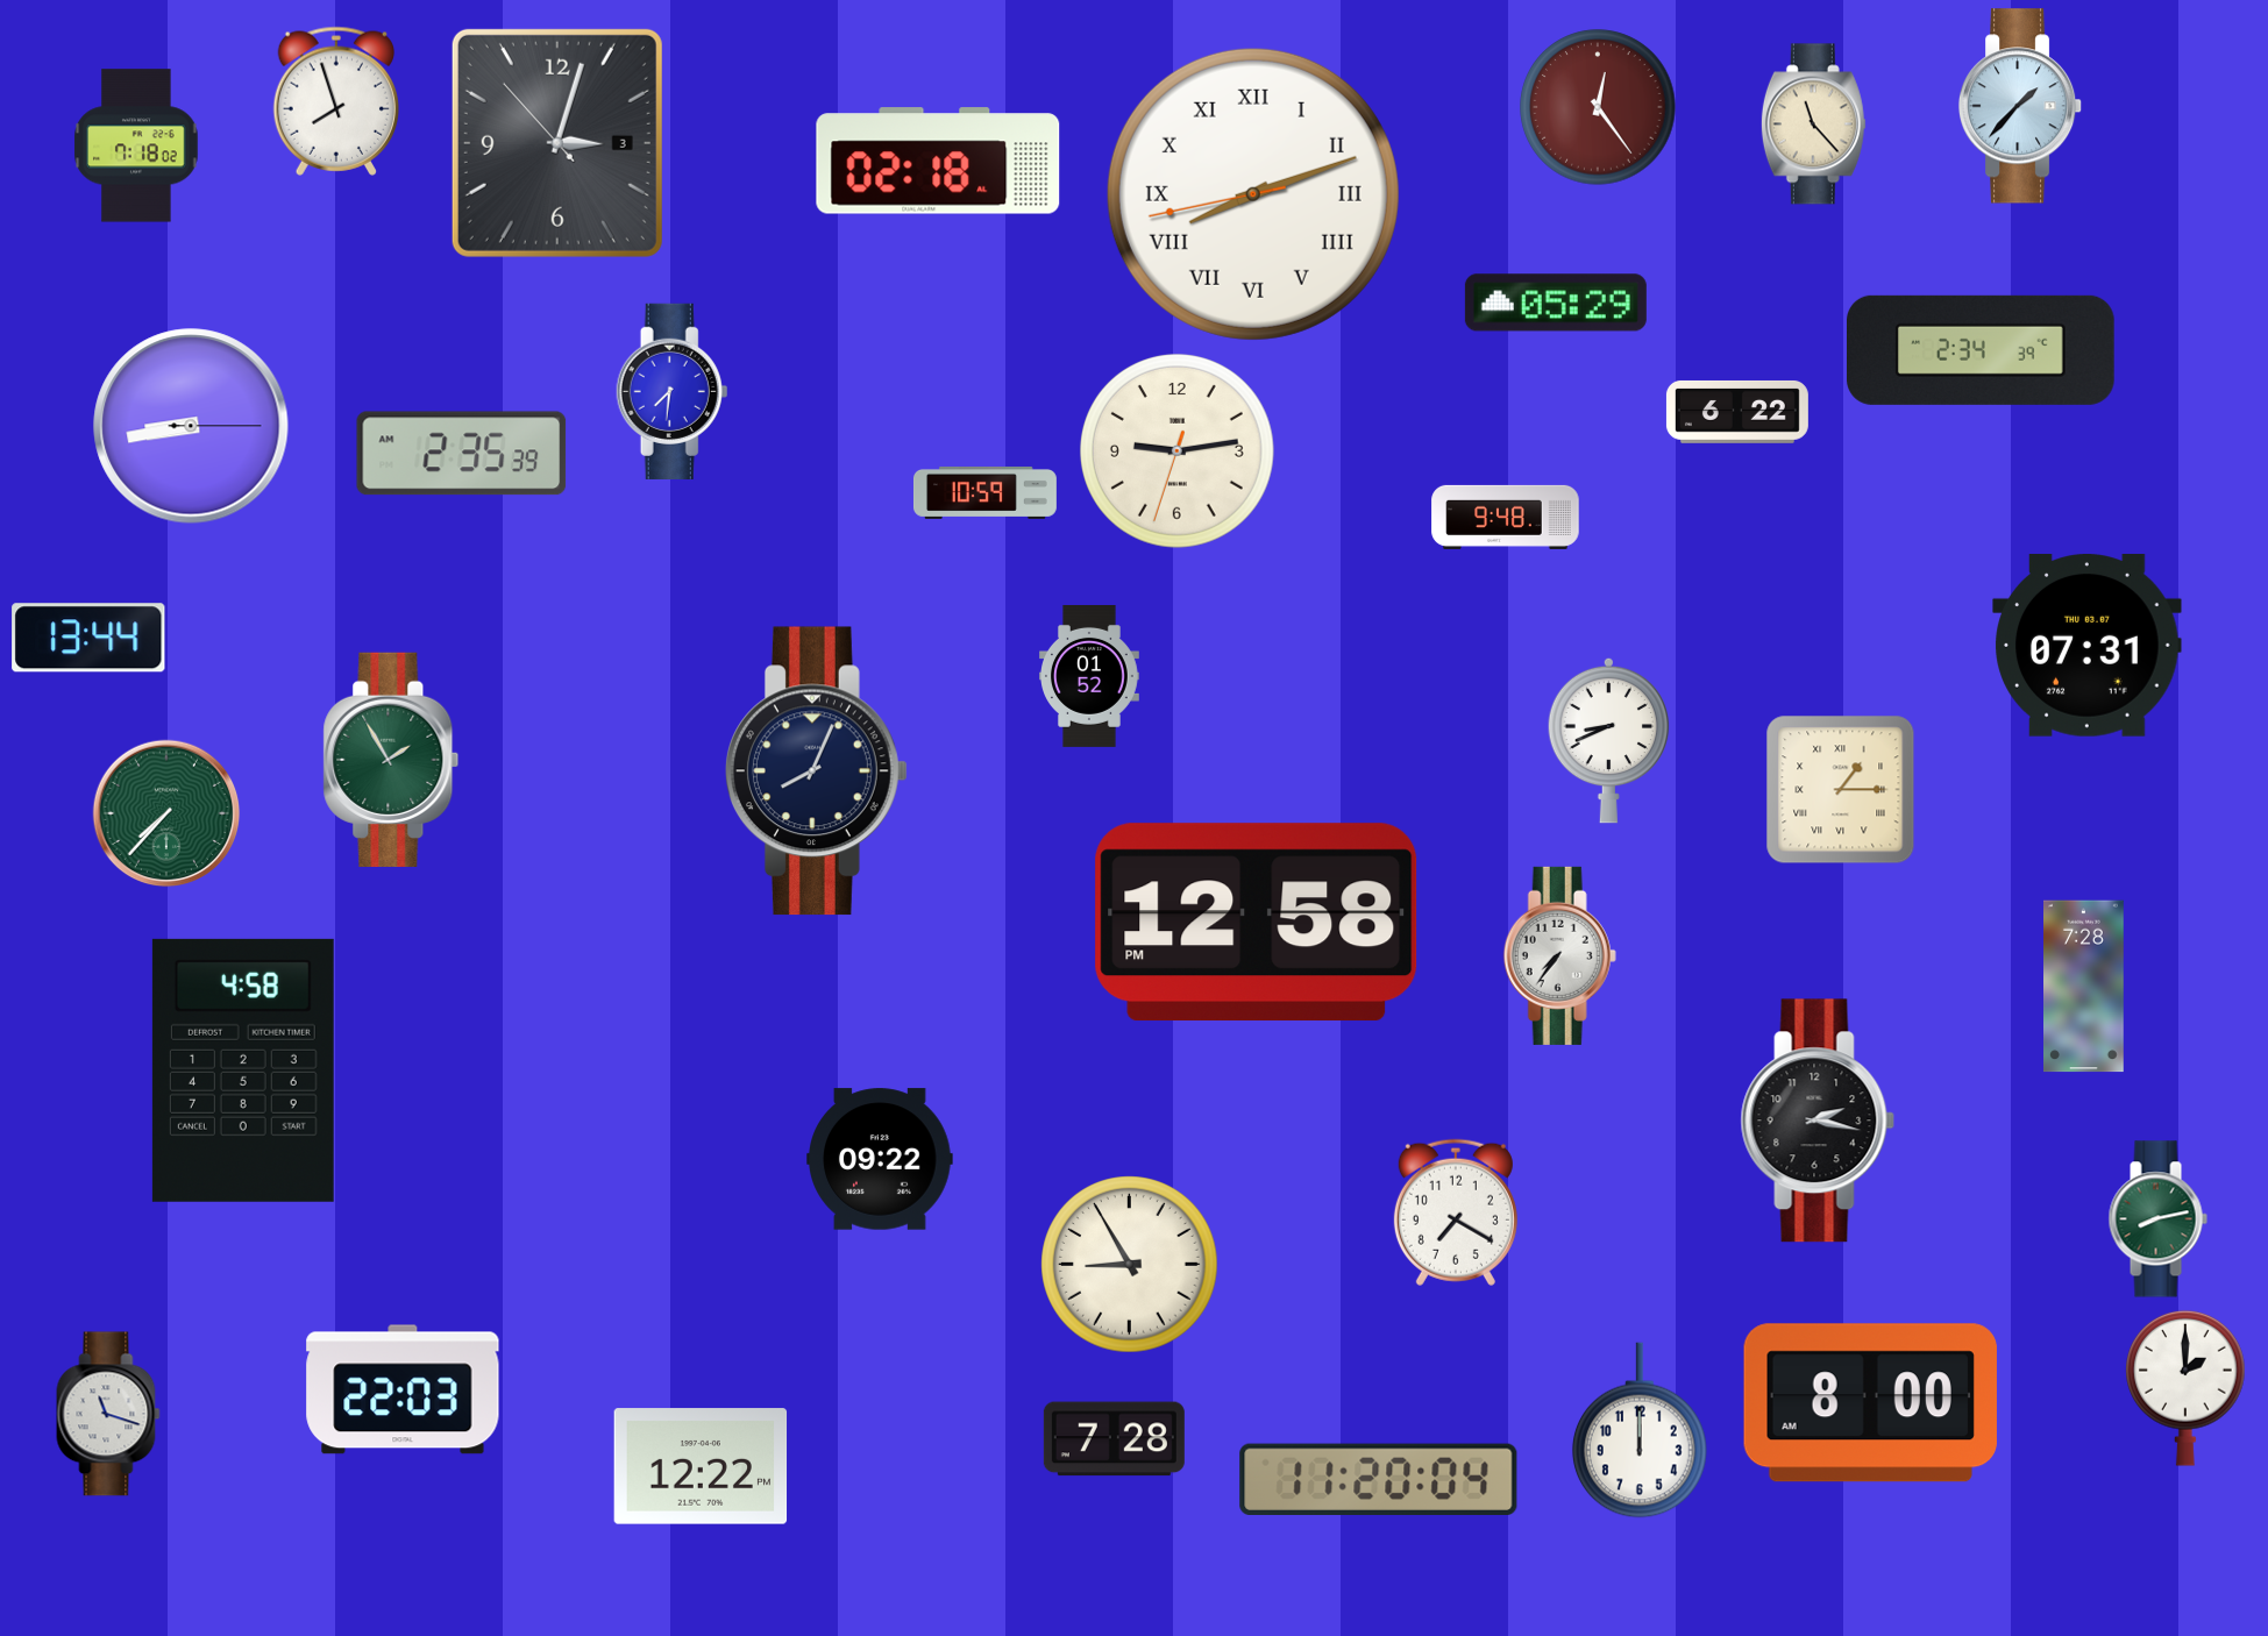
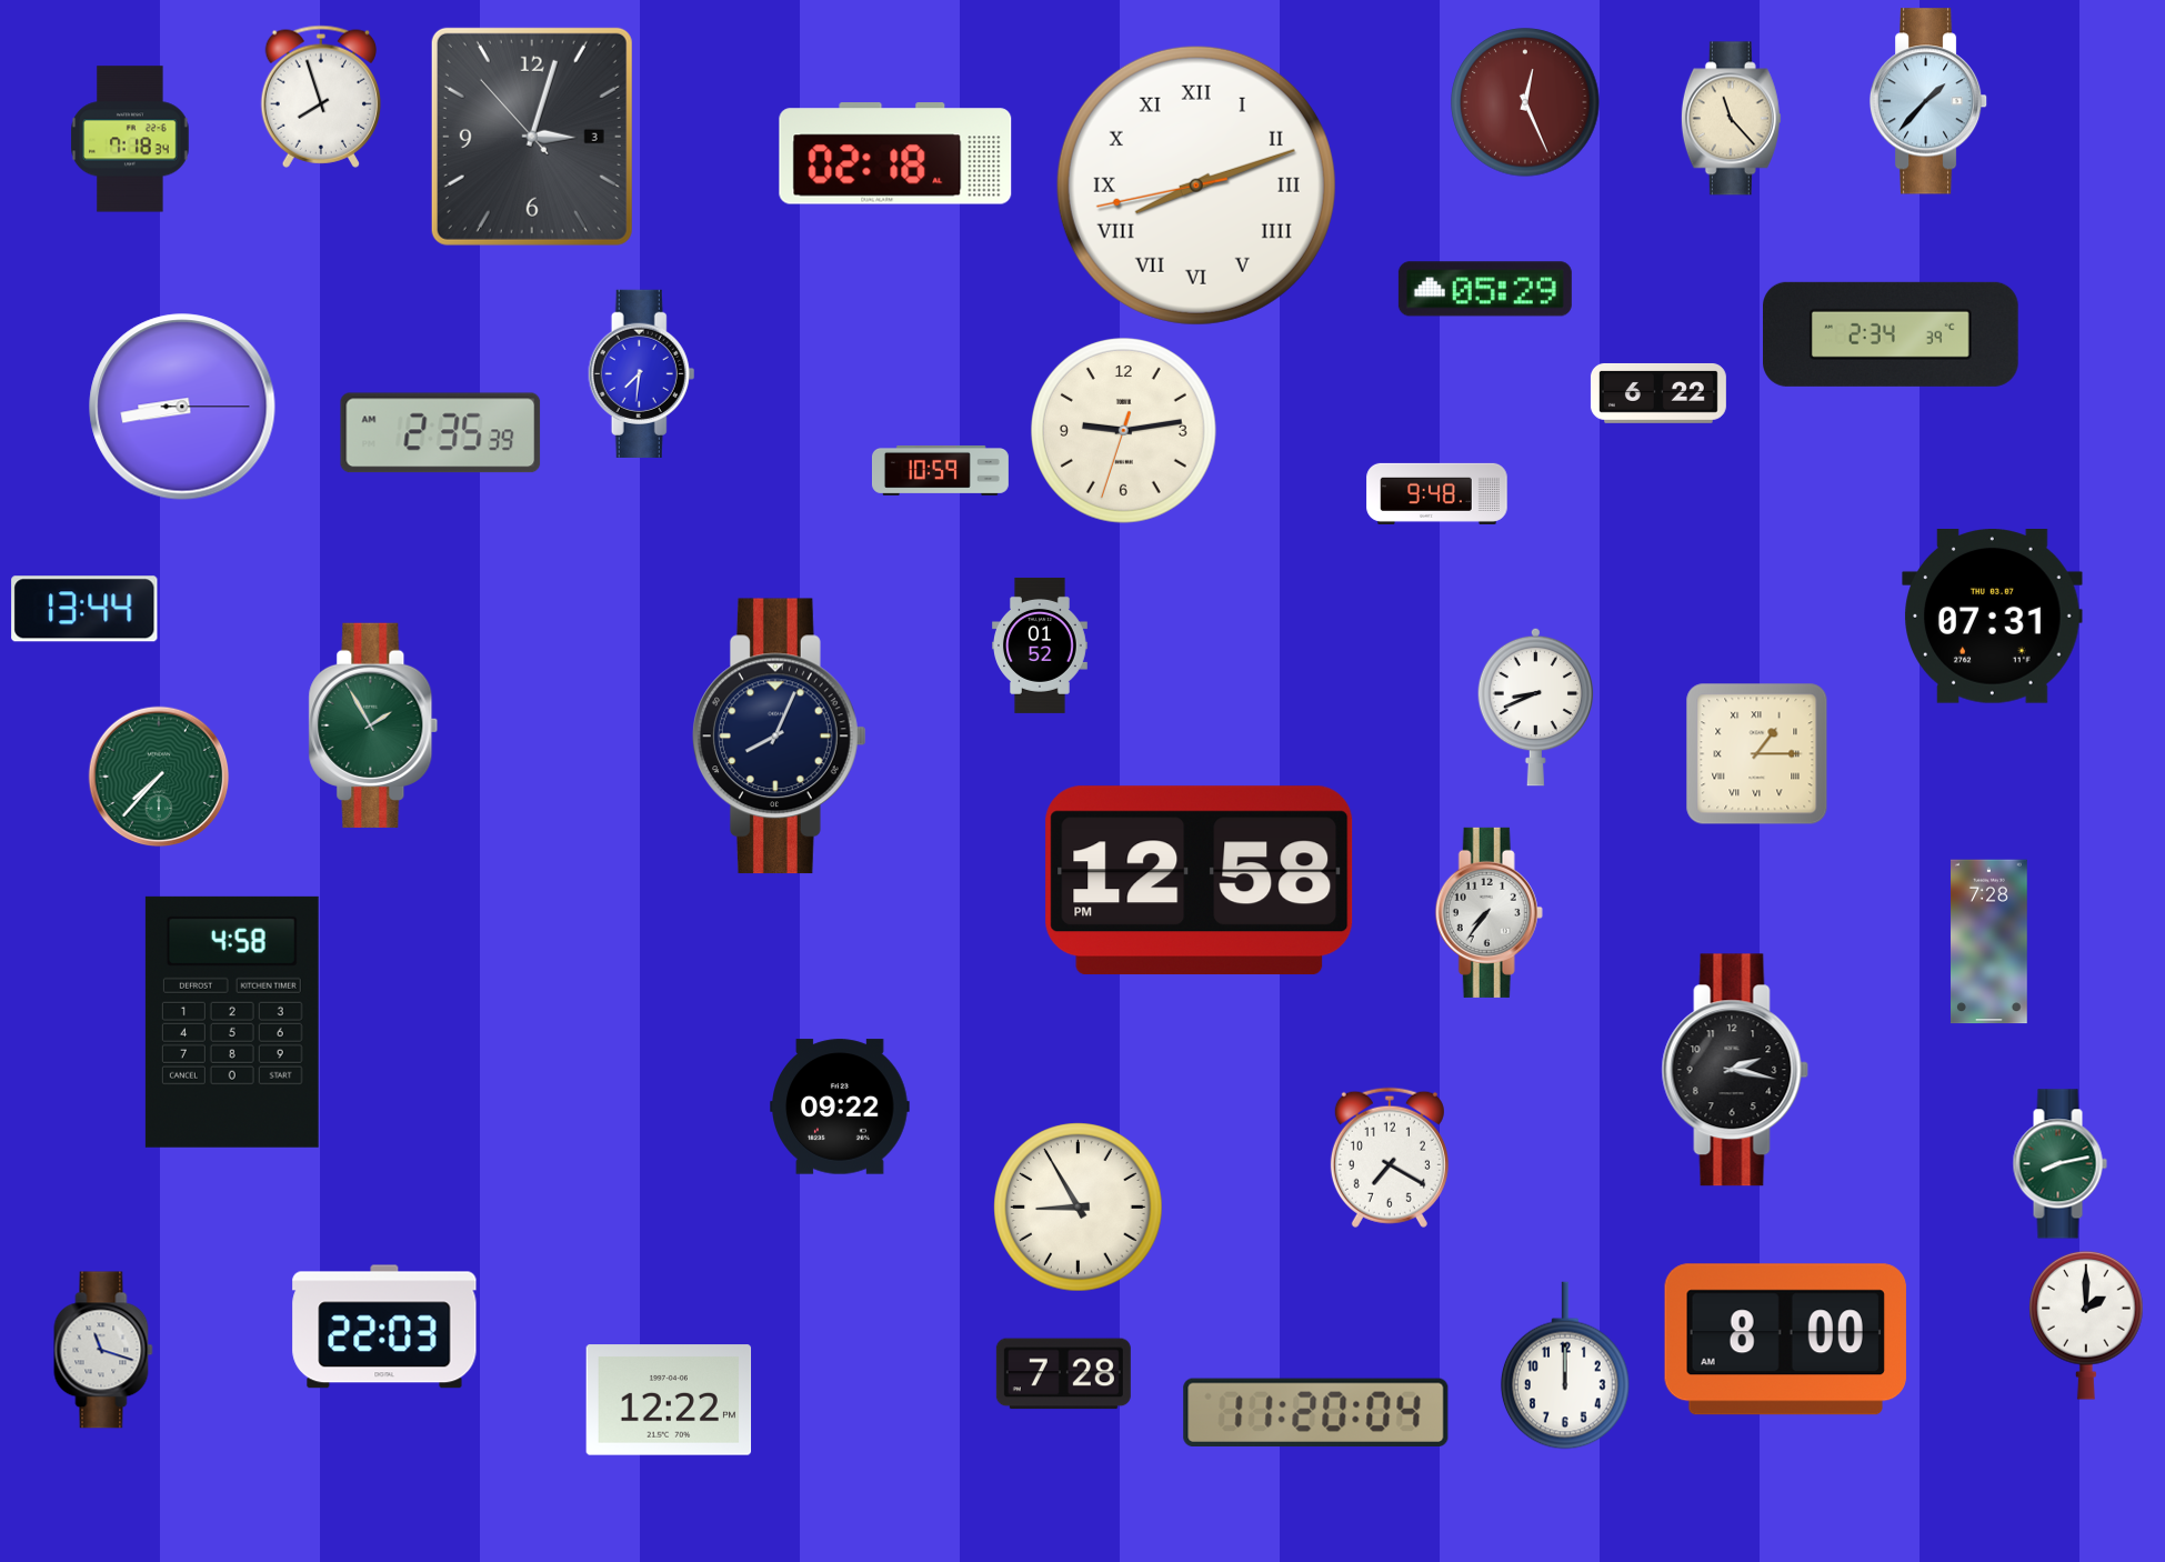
clock at (1598, 107): 12:24 -> 12:26
clock at (136, 145): 7:18:02 -> 7:18:34
